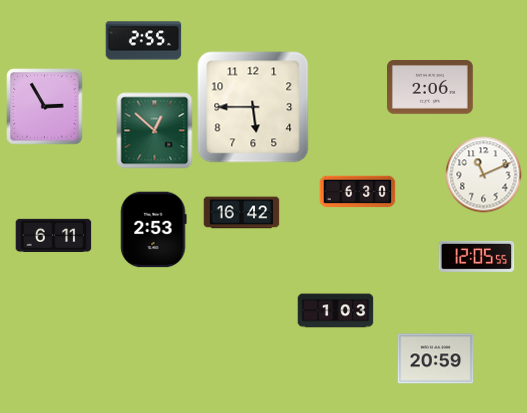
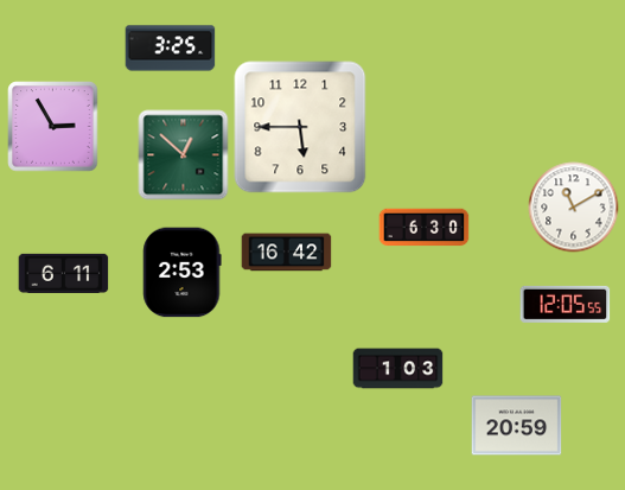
clock at (144, 41): 2:55 -> 3:25
clock at (431, 88): 2:06 -> none
clock at (484, 175): 11:11 -> 11:10
clock at (54, 235) position: (54, 235) -> (64, 273)
